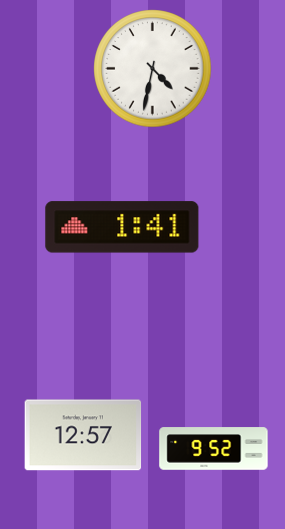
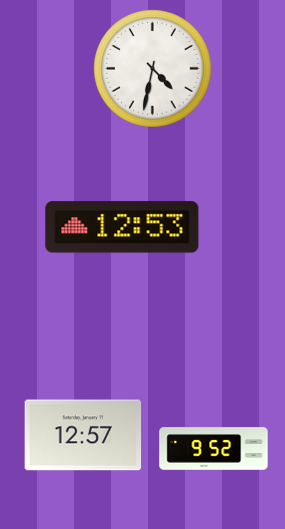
clock at (122, 227): 1:41 -> 12:53
